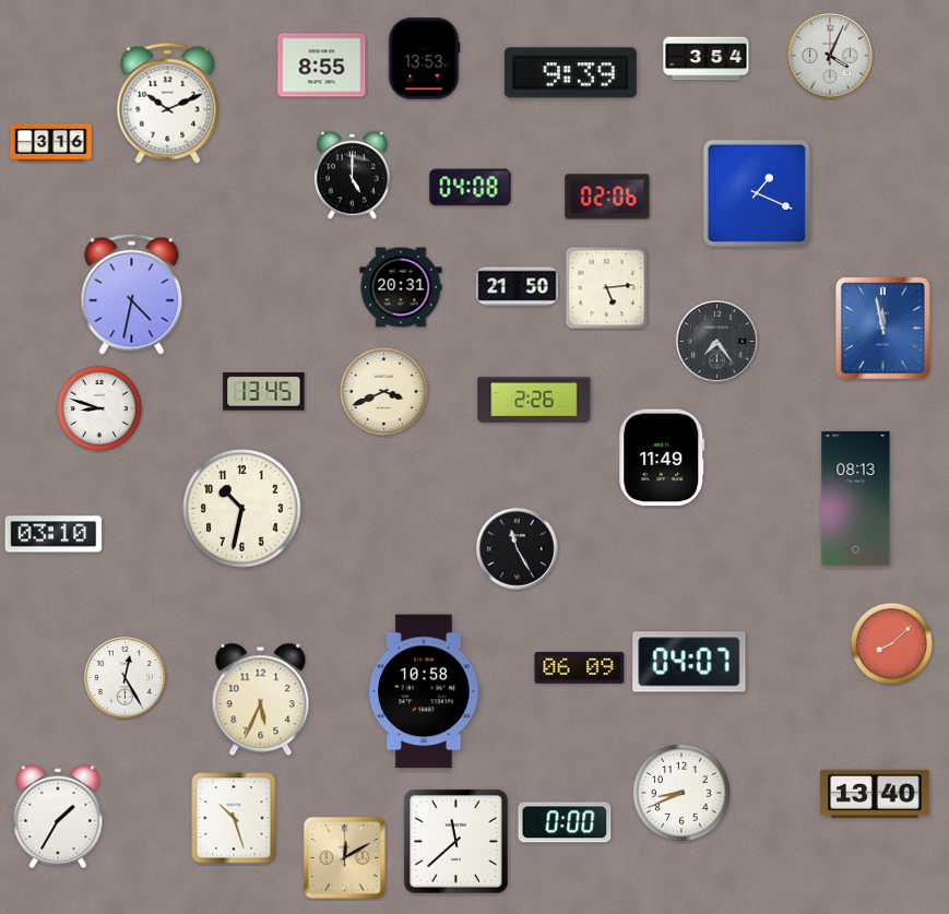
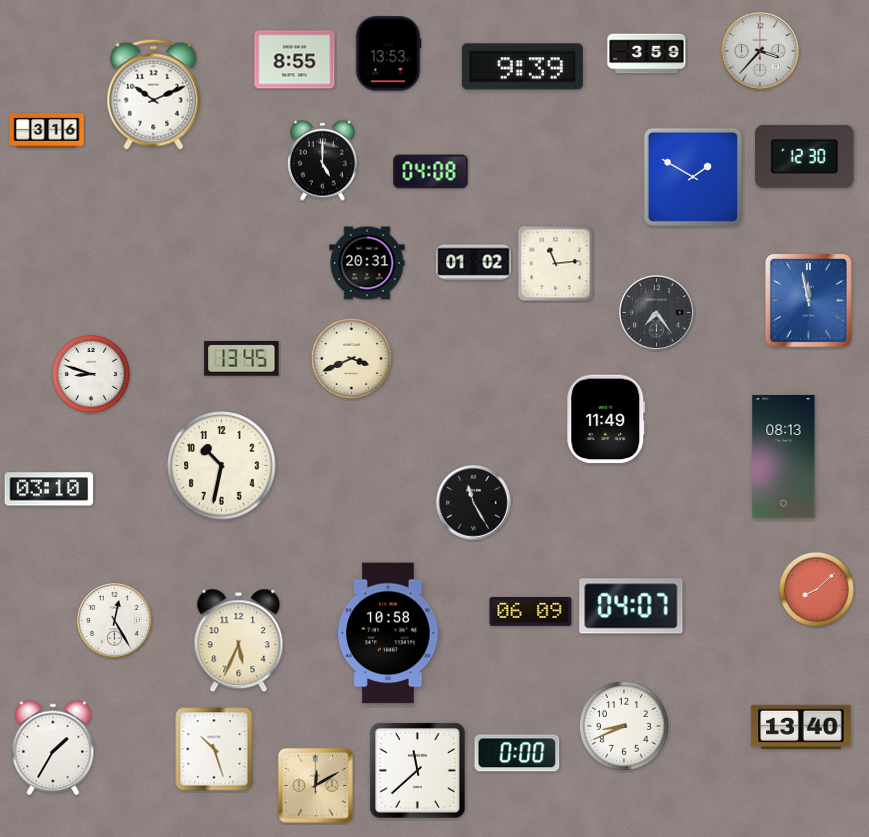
clock at (830, 56): 4:04 -> 3:37
clock at (707, 59): 3:54 -> 3:59
clock at (805, 156): none -> 12:30
clock at (757, 193): 1:19 -> 1:50
clock at (607, 197): 02:06 -> none
clock at (518, 287): 21:50 -> 01:02
clock at (607, 288): 5:14 -> 11:14
clock at (132, 294): 4:32 -> none
clock at (534, 400): 2:26 -> none
